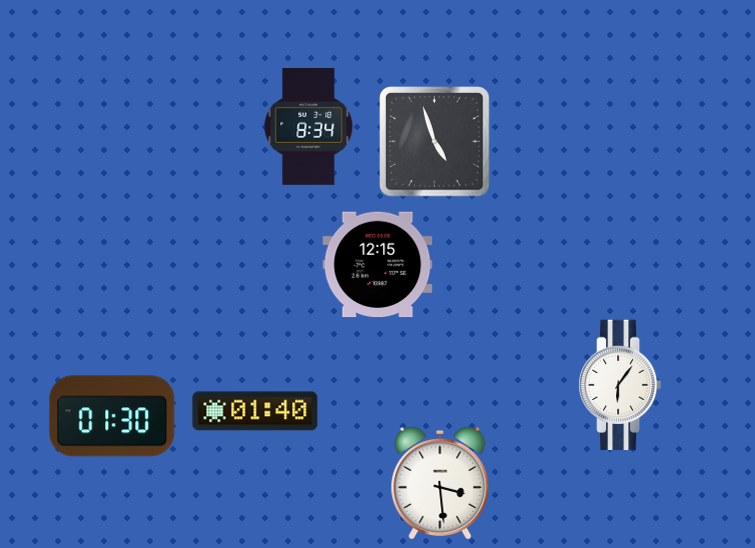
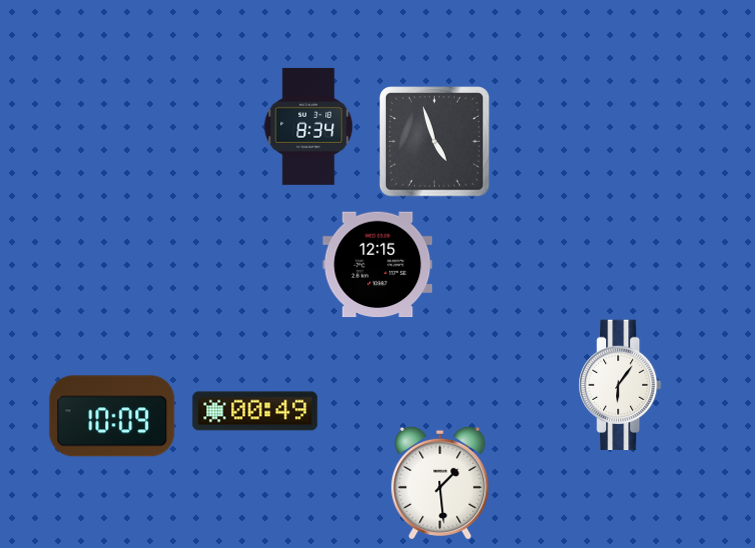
clock at (255, 411): 01:40 -> 00:49
clock at (112, 416): 01:30 -> 10:09
clock at (440, 483): 3:29 -> 1:29
